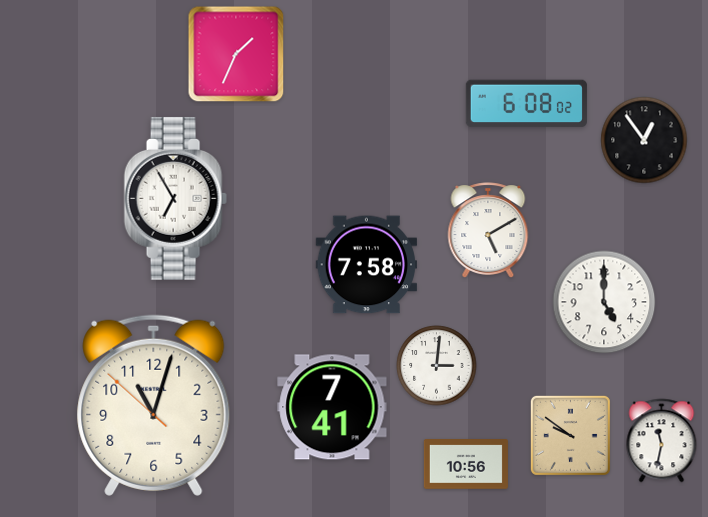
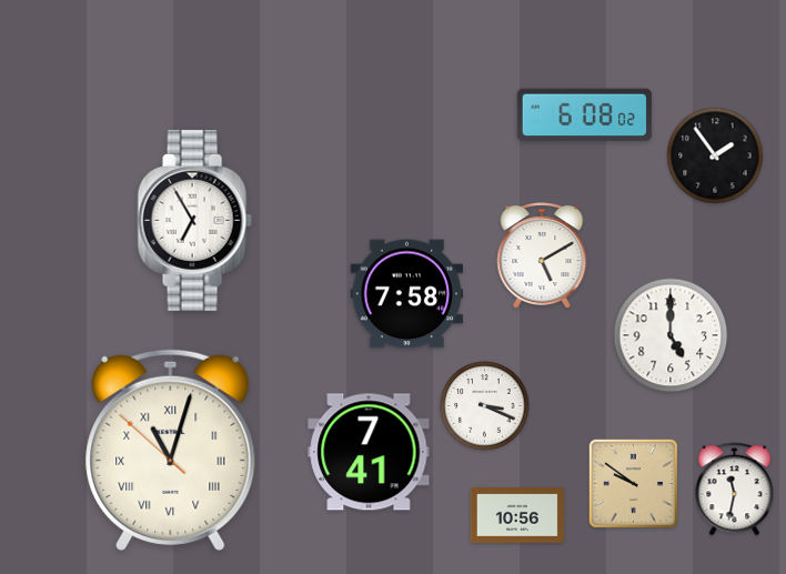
clock at (236, 54): 1:34 -> none
clock at (644, 140): 12:54 -> 1:54
clock at (437, 366): 3:01 -> 3:19
clock at (154, 405) numerals: Arabic -> Roman
